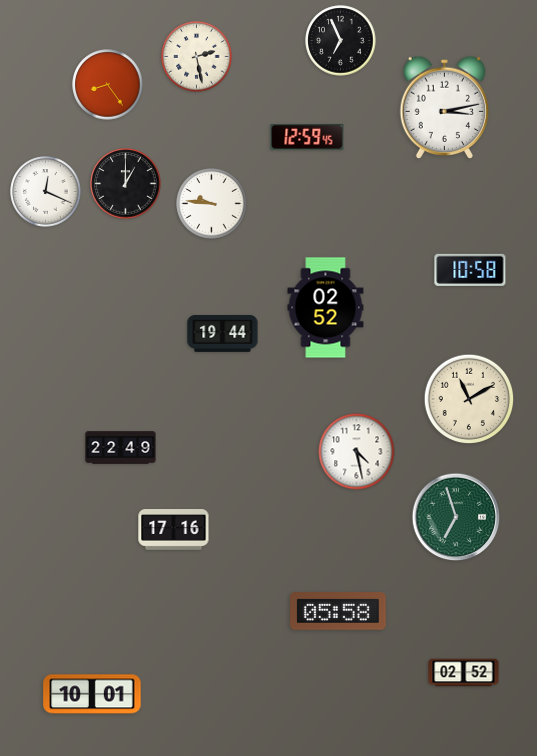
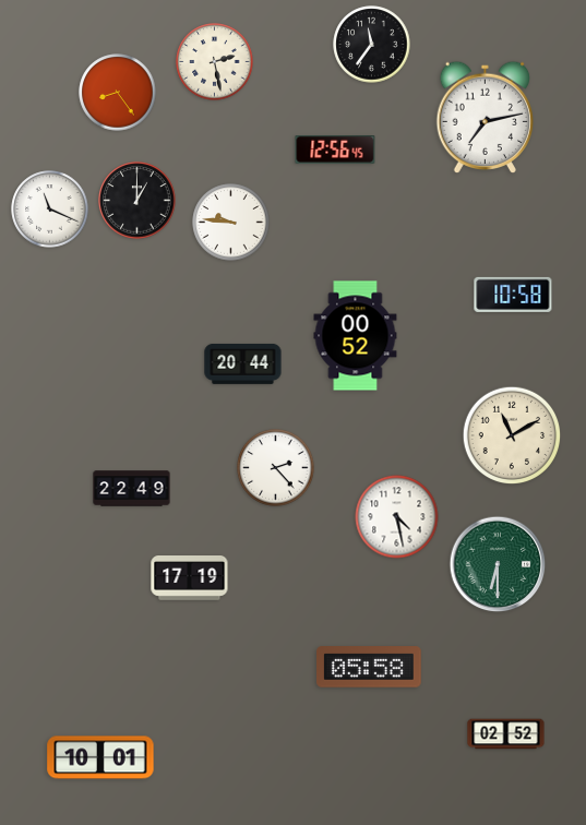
clock at (341, 41): 6:56 -> 11:36
clock at (445, 107): 3:13 -> 7:13
clock at (307, 138): 12:59 -> 12:56
clock at (46, 192): 12:19 -> 11:19
clock at (326, 308): 02:52 -> 00:52
clock at (223, 333): 19:44 -> 20:44
clock at (276, 468): none -> 2:23
clock at (357, 452) position: (357, 452) -> (397, 517)
clock at (456, 517): 6:57 -> 6:30
clock at (174, 530): 17:16 -> 17:19
